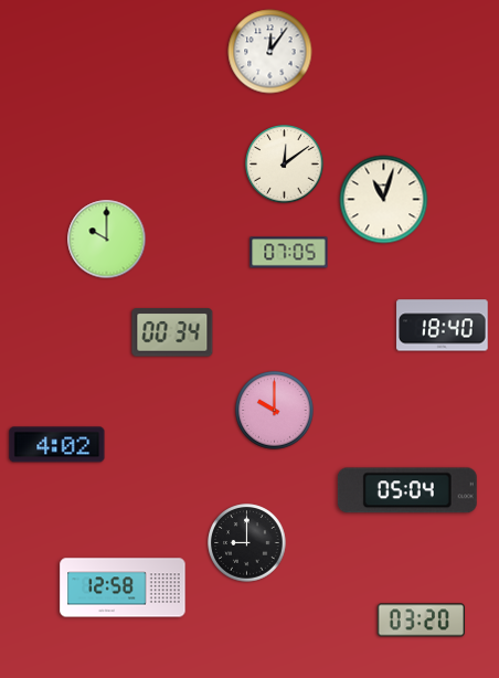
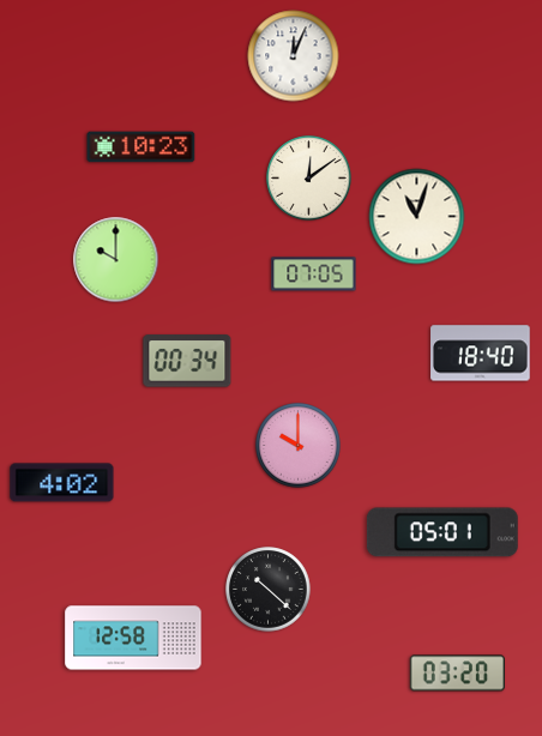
clock at (270, 52): 12:06 -> 12:04
clock at (141, 147): none -> 10:23
clock at (407, 490): 05:04 -> 05:01
clock at (247, 543): 9:00 -> 10:22
